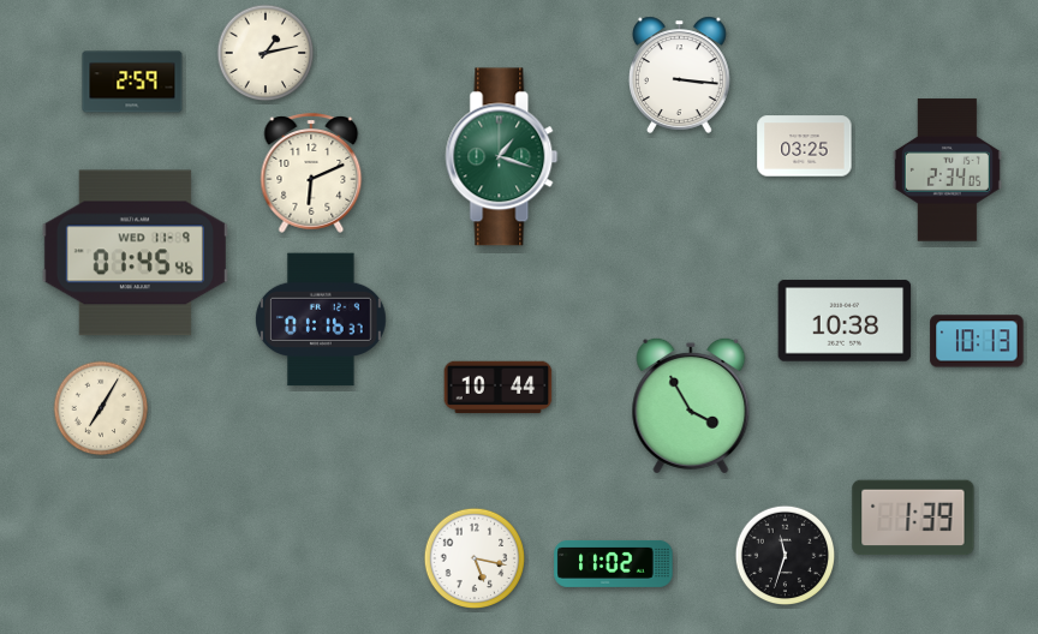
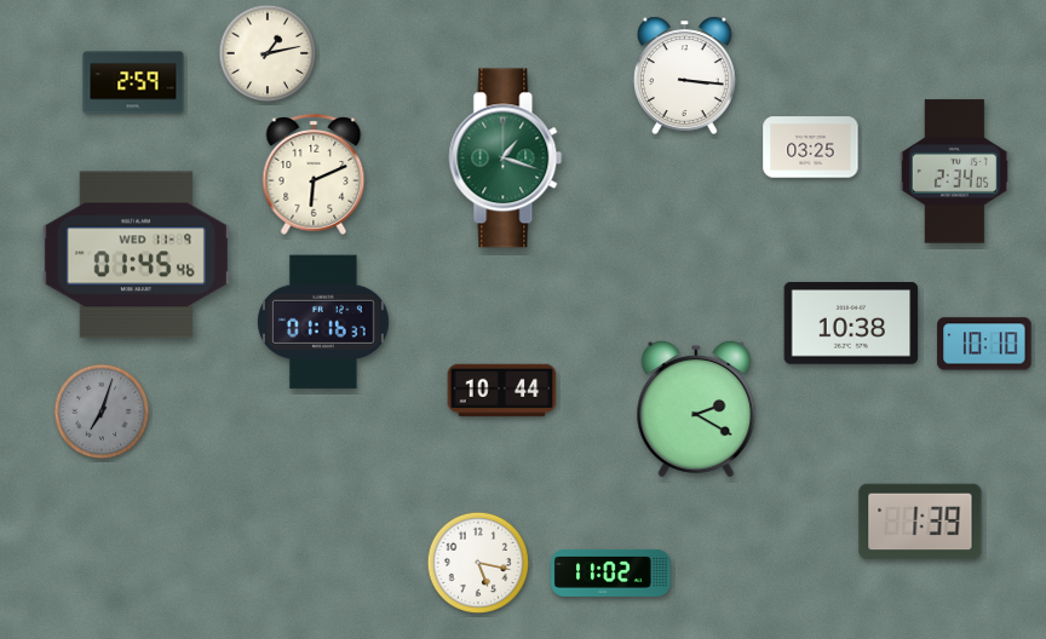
clock at (977, 341): 10:13 -> 10:10
clock at (691, 406): 3:55 -> 2:20
clock at (101, 408): 7:05 -> 7:03
clock at (101, 408) dial: cream -> grey
clock at (786, 556): 11:33 -> none
clock at (614, 563) position: (614, 563) -> (611, 572)
